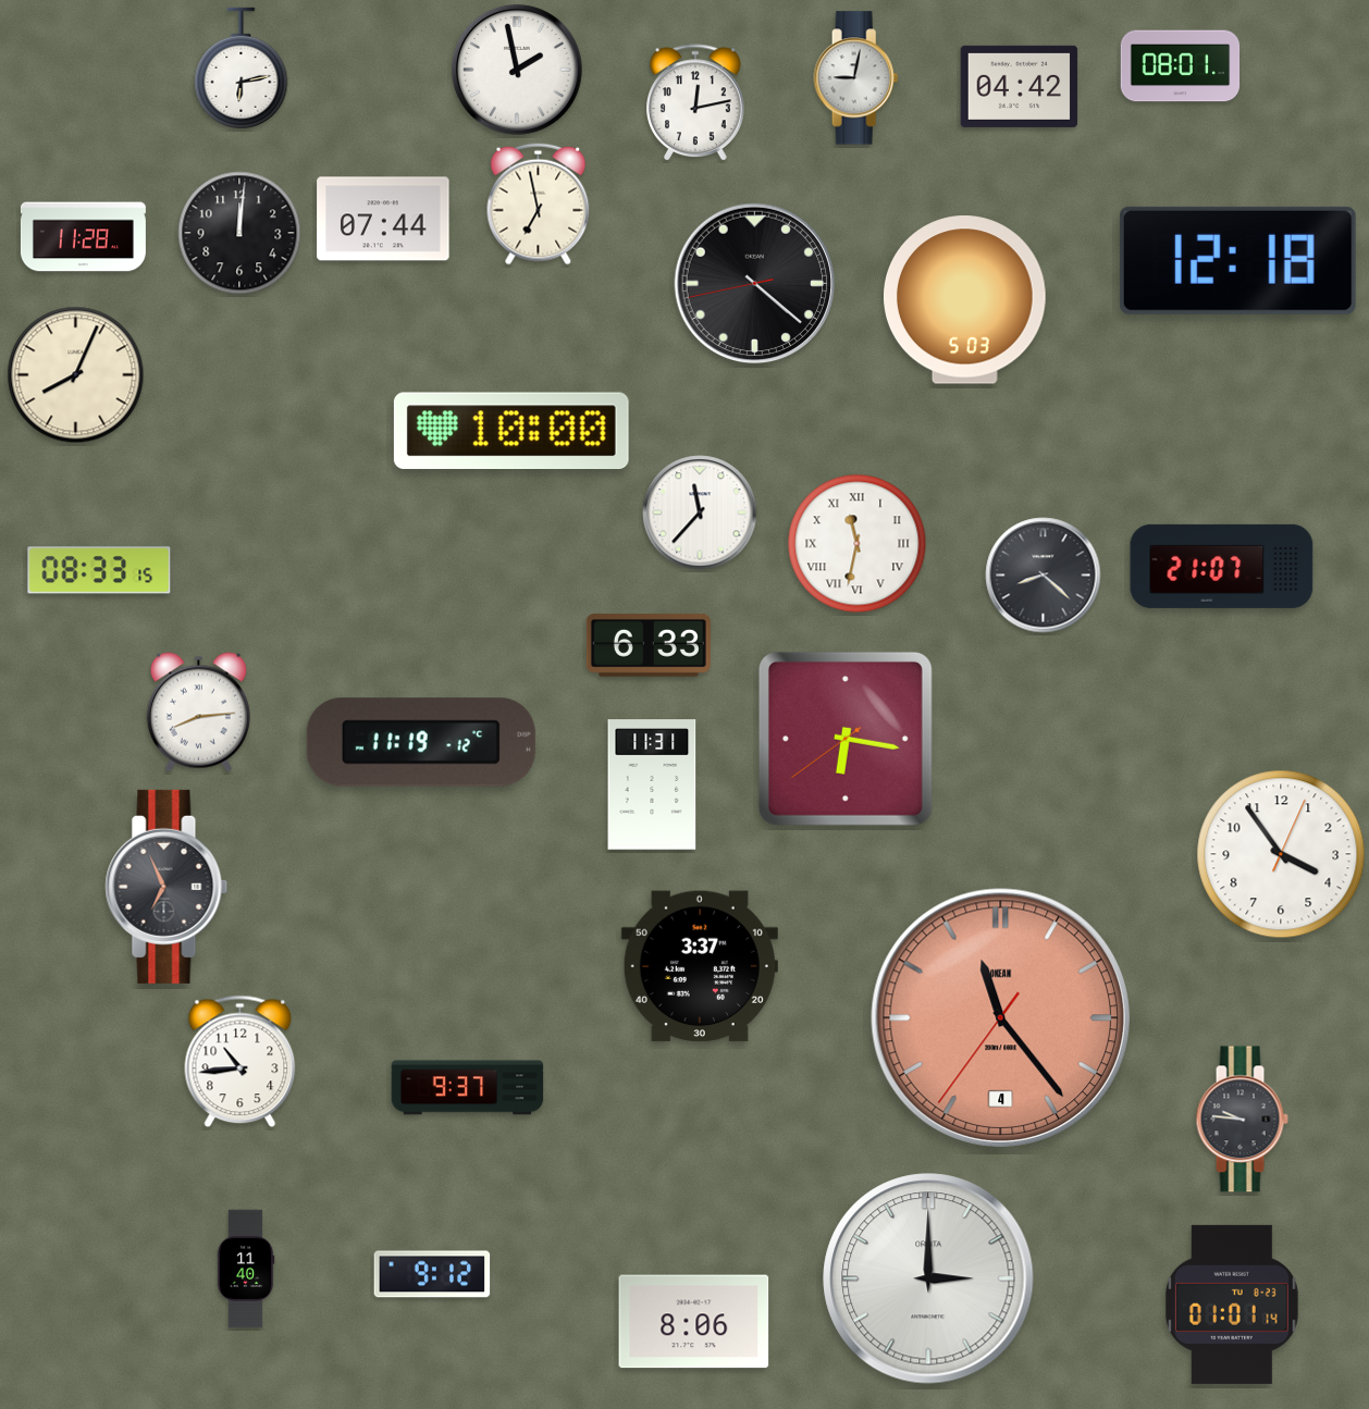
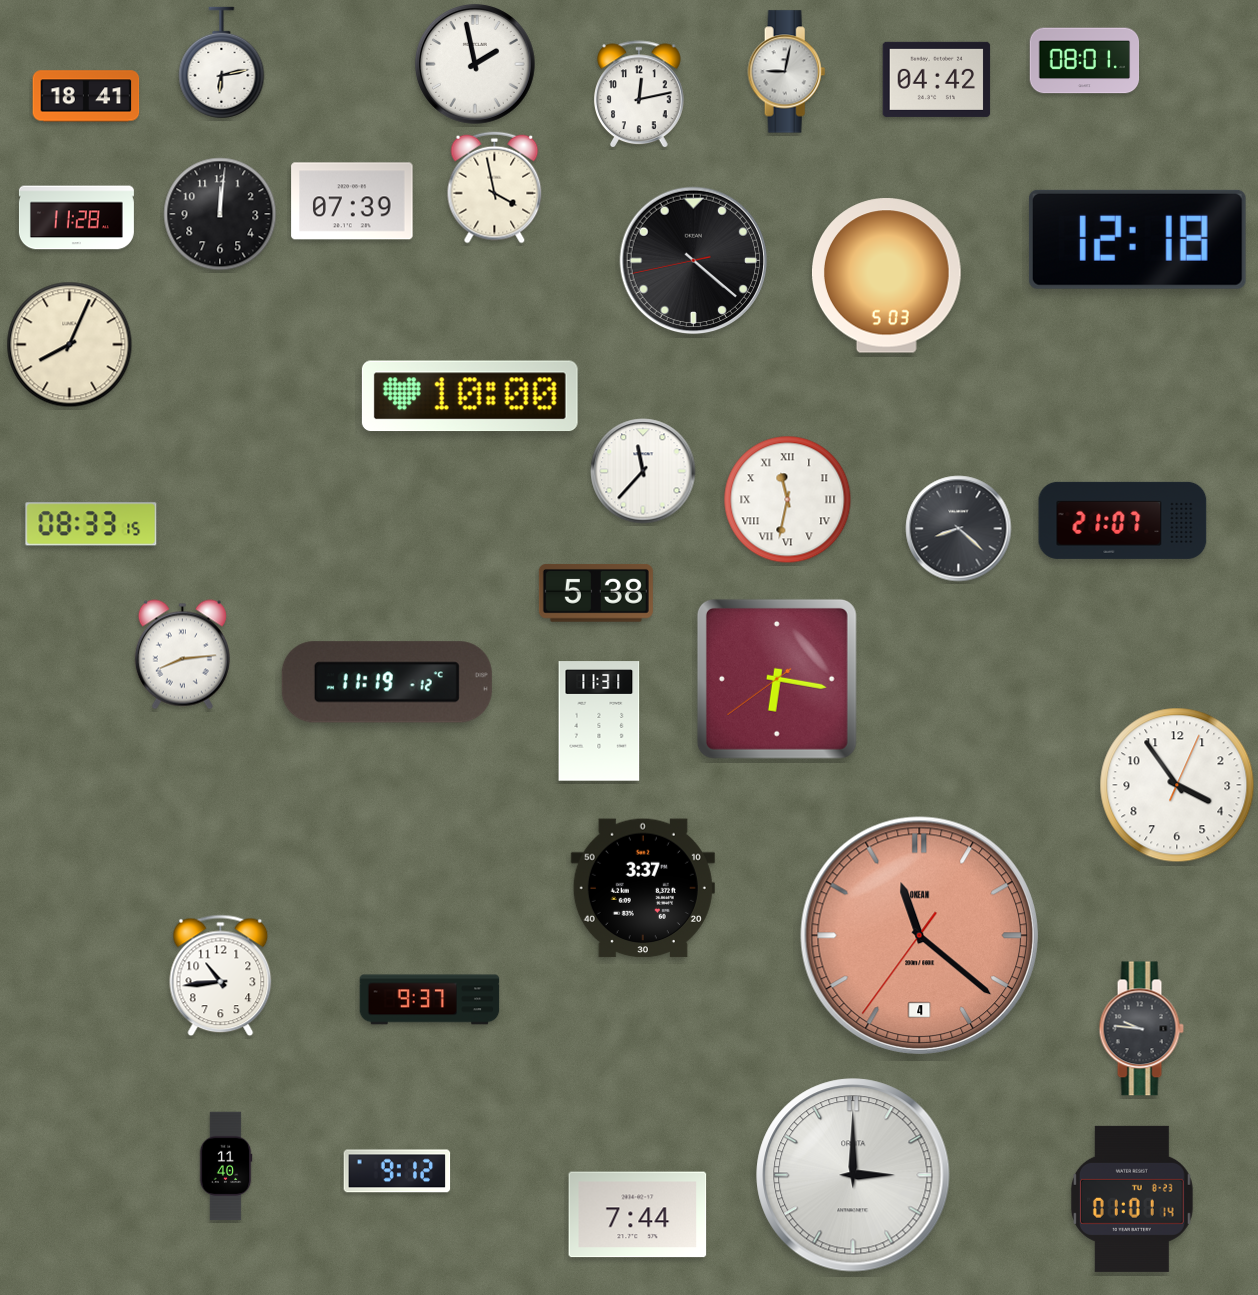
clock at (86, 96): none -> 18:41
clock at (539, 205): 6:58 -> 3:58
clock at (383, 219): 07:44 -> 07:39
clock at (649, 645): 6:33 -> 5:38
clock at (166, 887): 6:56 -> none
clock at (1001, 1018): 11:23 -> 11:21
clock at (694, 1322): 8:06 -> 7:44
